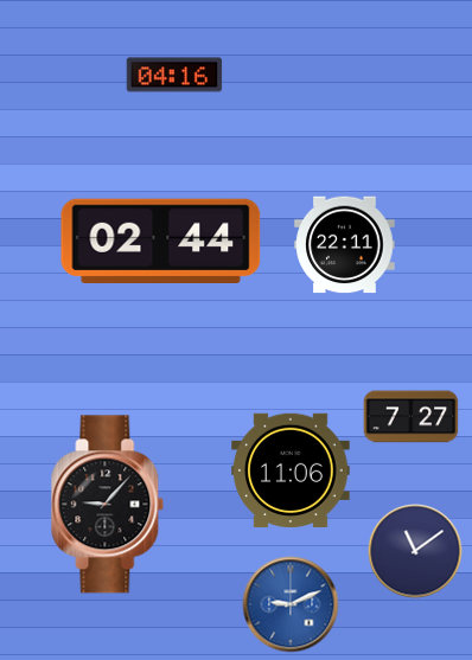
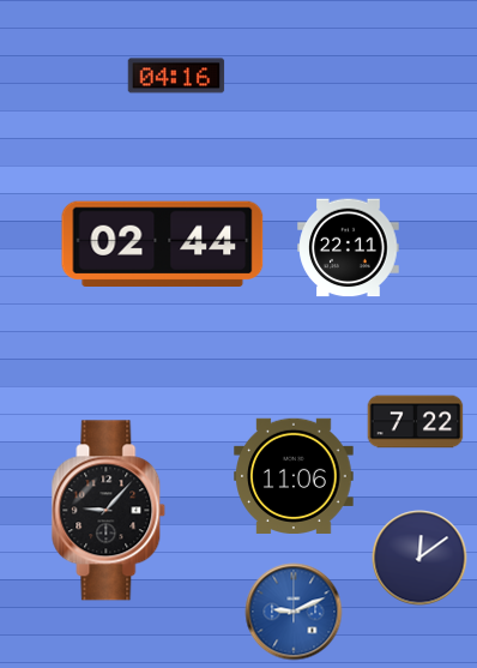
clock at (412, 417): 7:27 -> 7:22
clock at (415, 551): 11:09 -> 12:09
